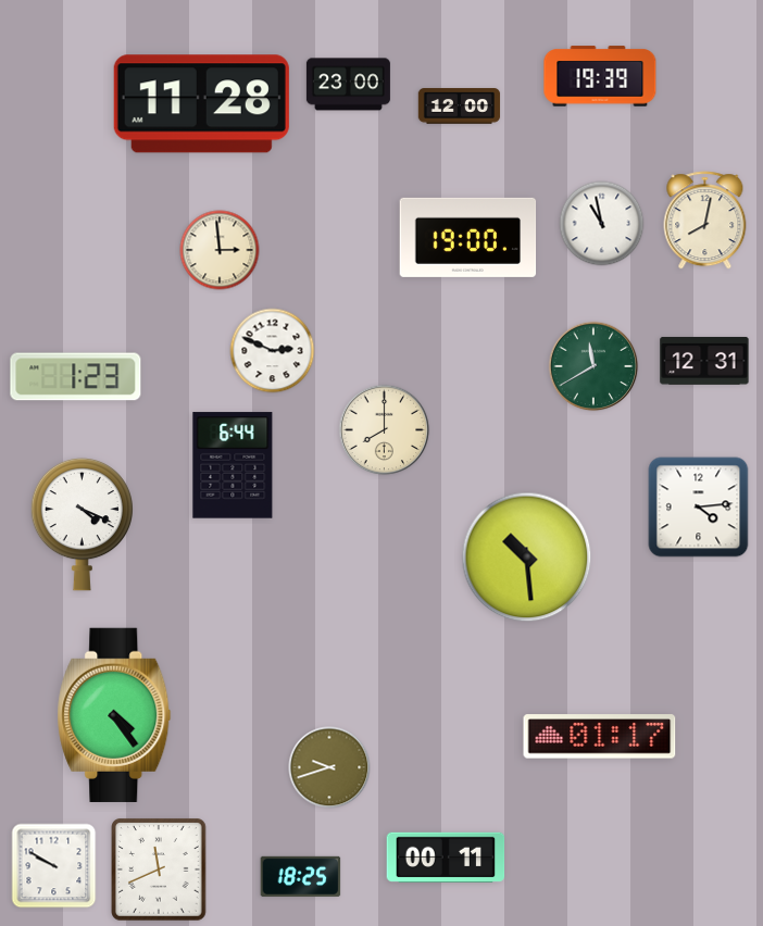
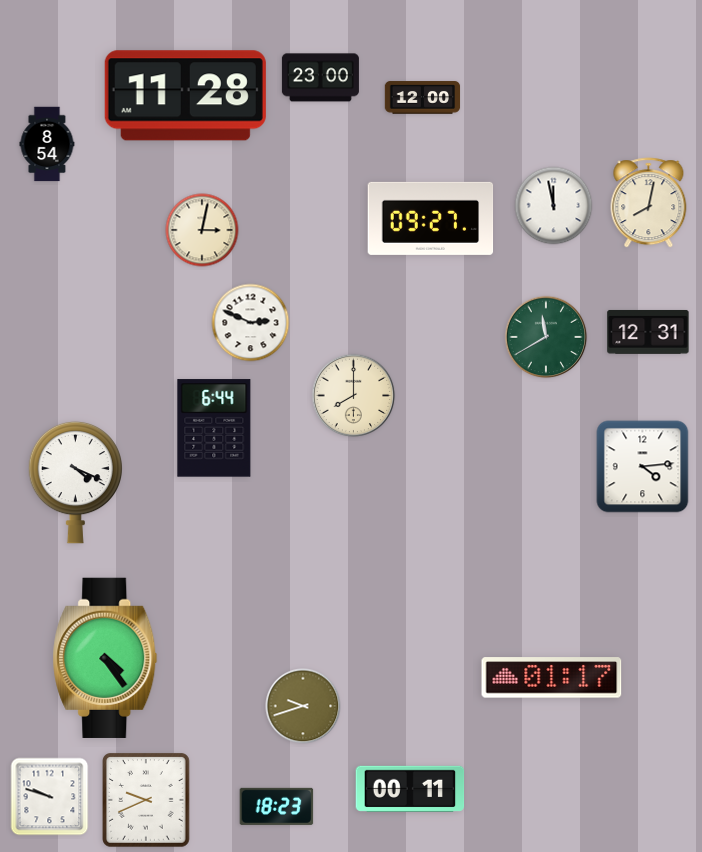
clock at (600, 76): 19:39 -> none
clock at (47, 144): none -> 8:54
clock at (602, 224): 10:58 -> 11:58
clock at (468, 237): 19:00 -> 09:27
clock at (220, 250): 2:59 -> 3:02
clock at (76, 377): 1:23 -> none
clock at (527, 558): 10:29 -> none
clock at (54, 866): 9:50 -> 9:48
clock at (160, 869): 11:41 -> 9:41
clock at (301, 876): 18:25 -> 18:23
